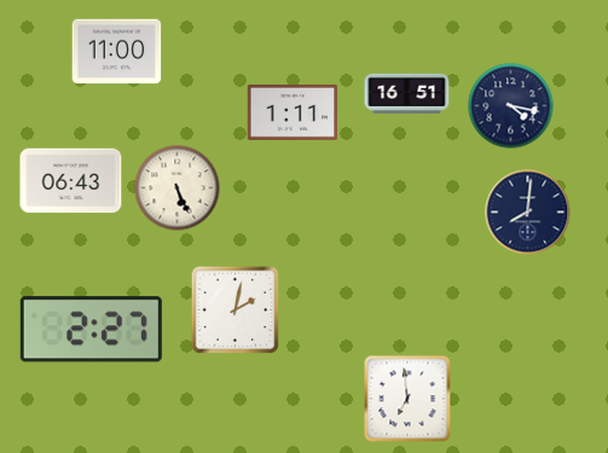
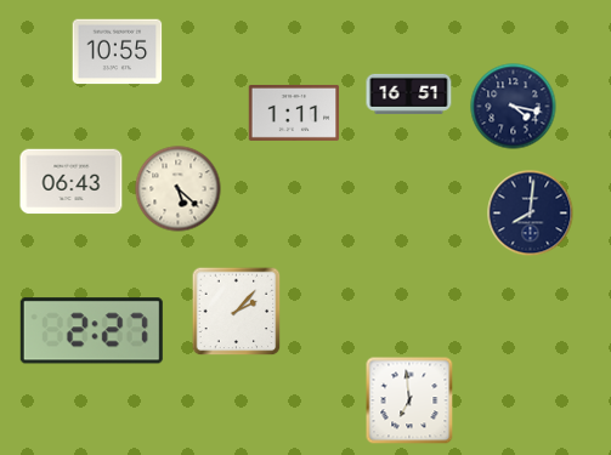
clock at (117, 52): 11:00 -> 10:55
clock at (178, 188): 5:26 -> 5:22
clock at (236, 310): 2:02 -> 2:07
